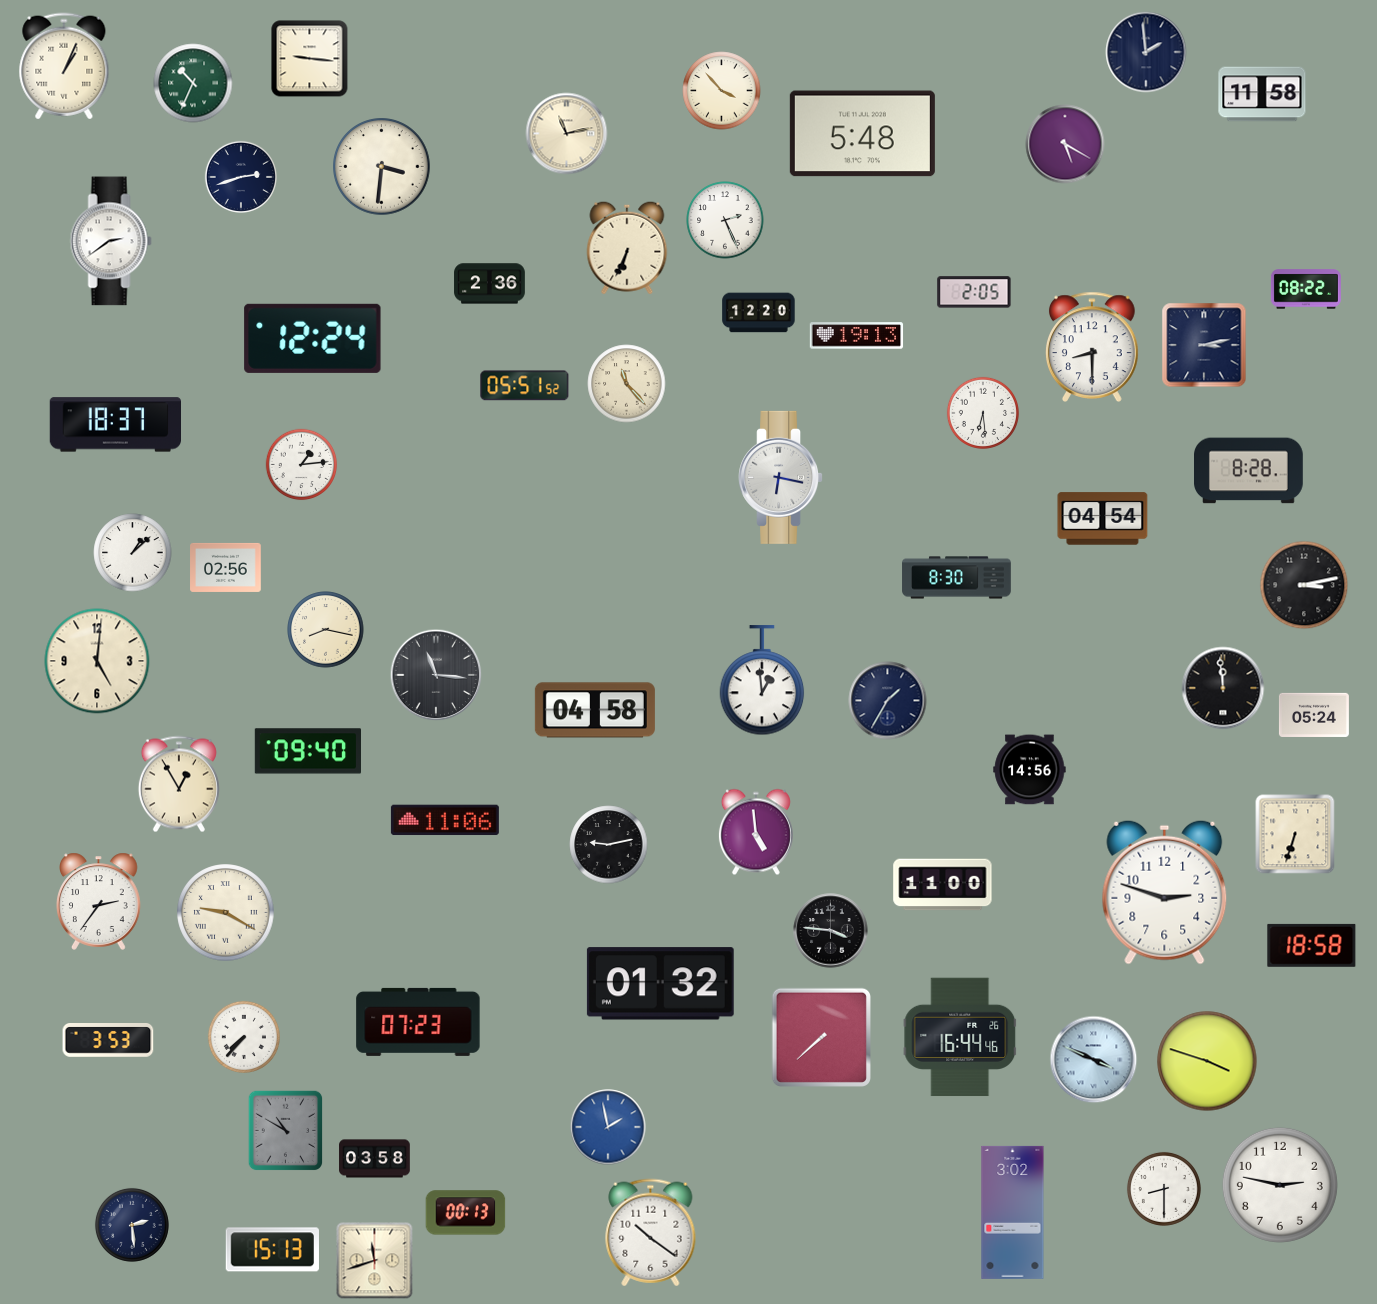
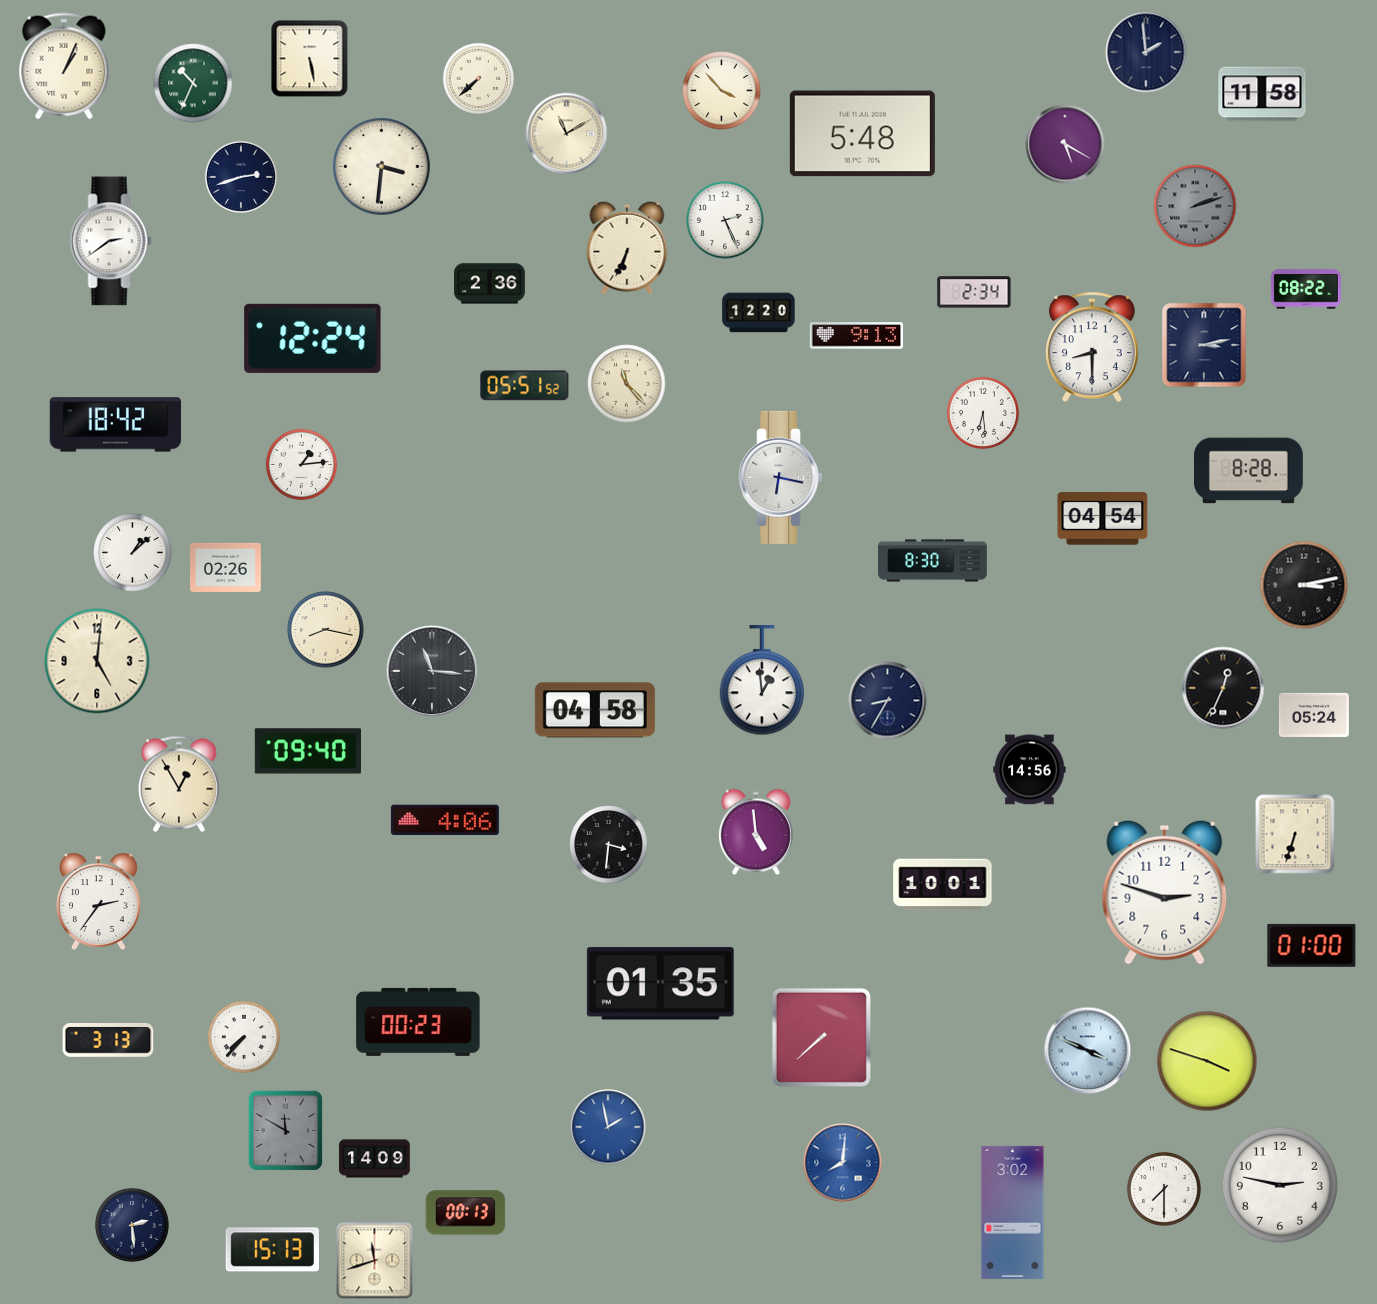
clock at (310, 59): 9:16 -> 5:28
clock at (479, 79): none -> 7:38
clock at (567, 134): 11:13 -> 11:10
clock at (1195, 206): none -> 2:12
clock at (974, 292): 2:05 -> 2:34
clock at (857, 336): 19:13 -> 9:13
clock at (115, 425): 18:37 -> 18:42
clock at (226, 567): 02:56 -> 02:26
clock at (957, 578) position: (957, 578) -> (933, 561)
clock at (436, 675) position: (436, 675) -> (432, 671)
clock at (1223, 688): 11:59 -> 12:34
clock at (888, 701): 1:35 -> 8:35
clock at (445, 820): 11:06 -> 4:06
clock at (609, 845): 9:13 -> 3:31
clock at (943, 885): 11:00 -> 10:01
clock at (226, 913): 9:20 -> none
clock at (831, 931): 3:46 -> none
clock at (1312, 945): 18:58 -> 01:00
clock at (660, 984): 01:32 -> 01:35
clock at (418, 1022): 07:23 -> 00:23
clock at (960, 1037): 16:44 -> none
clock at (108, 1040): 3:53 -> 3:13
clock at (1094, 1060) position: (1094, 1060) -> (1088, 1051)
clock at (286, 1131): 10:50 -> 11:50
clock at (375, 1159): 03:58 -> 14:09
clock at (843, 1163): none -> 8:01
clock at (1164, 1189): 8:30 -> 7:30
clock at (651, 1233): 10:21 -> none
